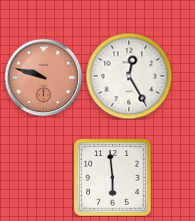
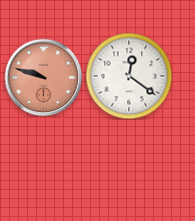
clock at (129, 76): 12:25 -> 12:21
clock at (112, 177): 5:59 -> none
